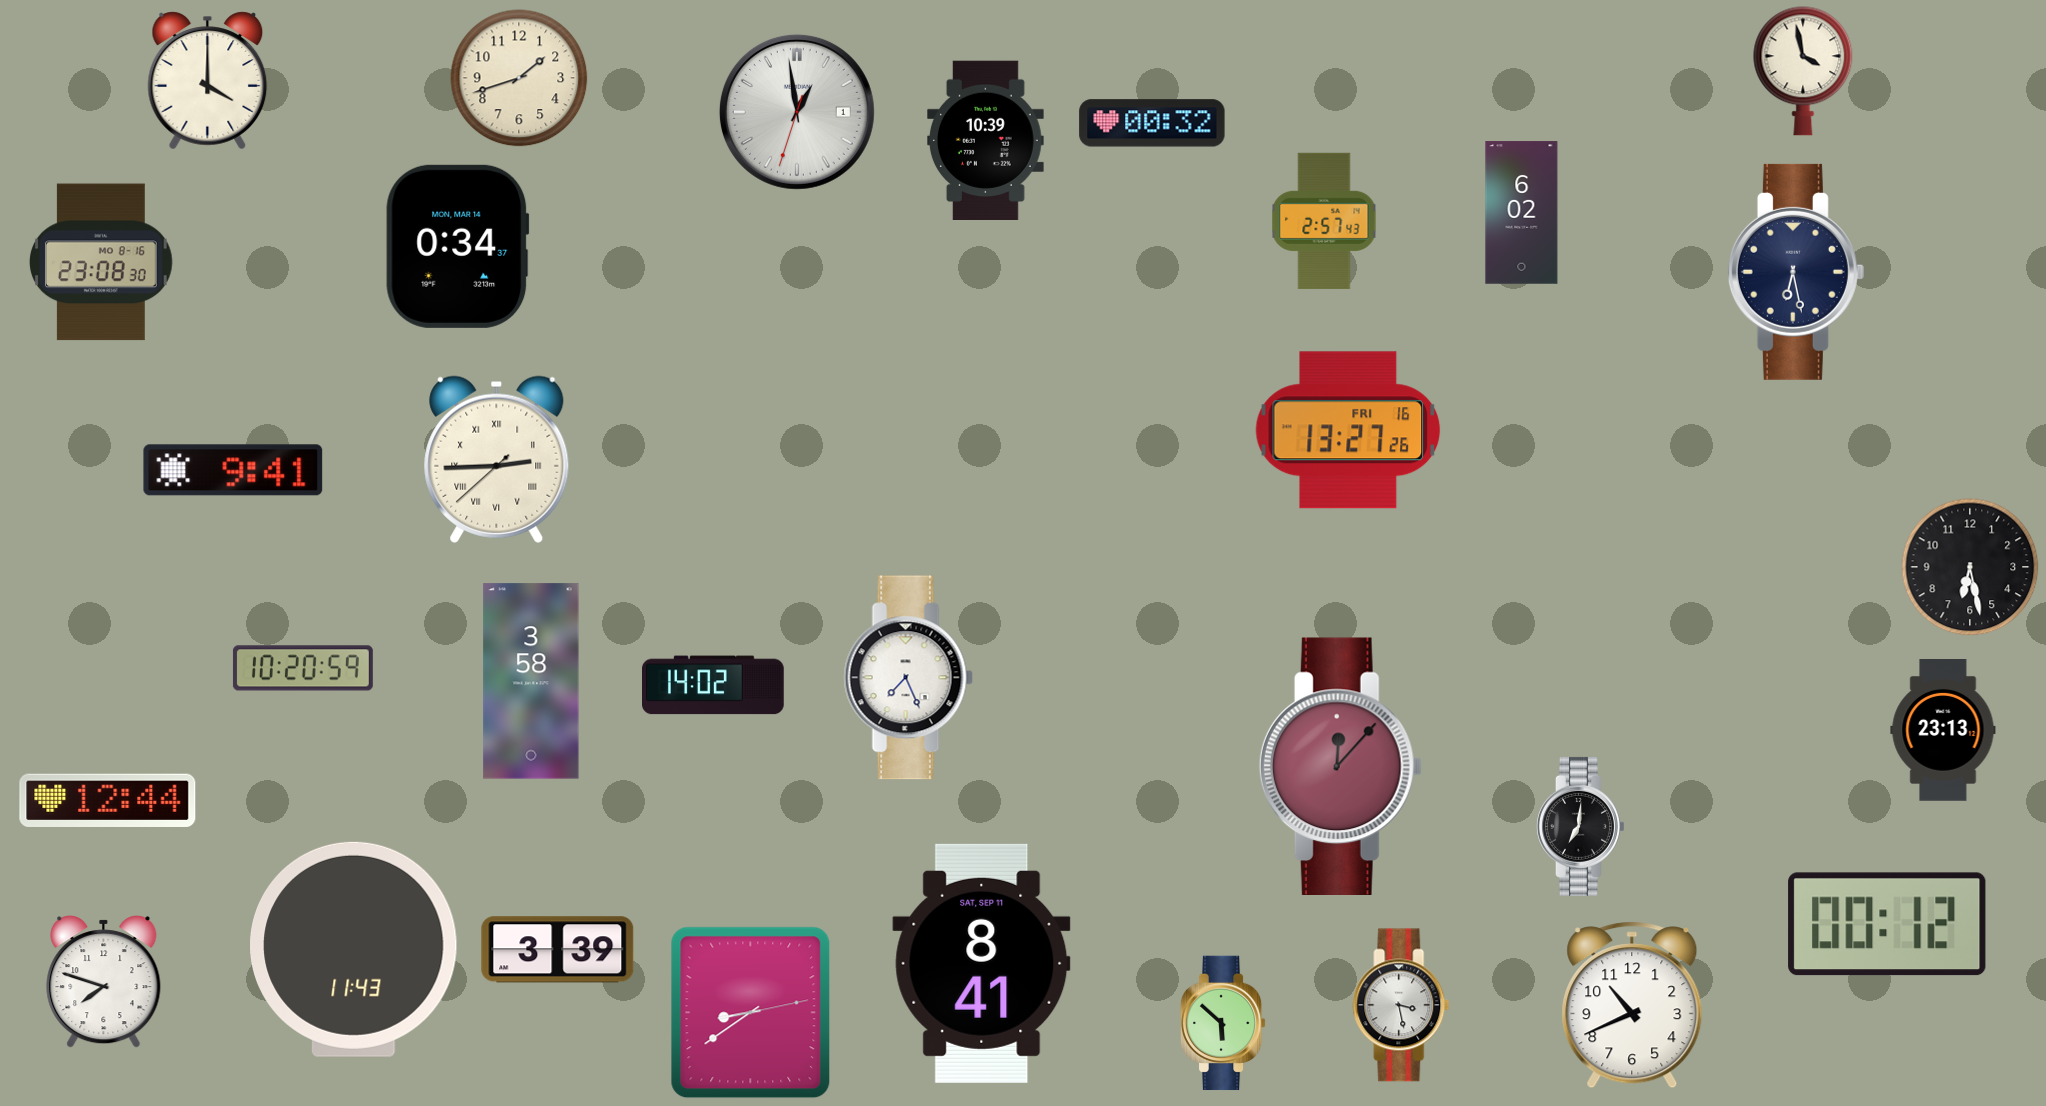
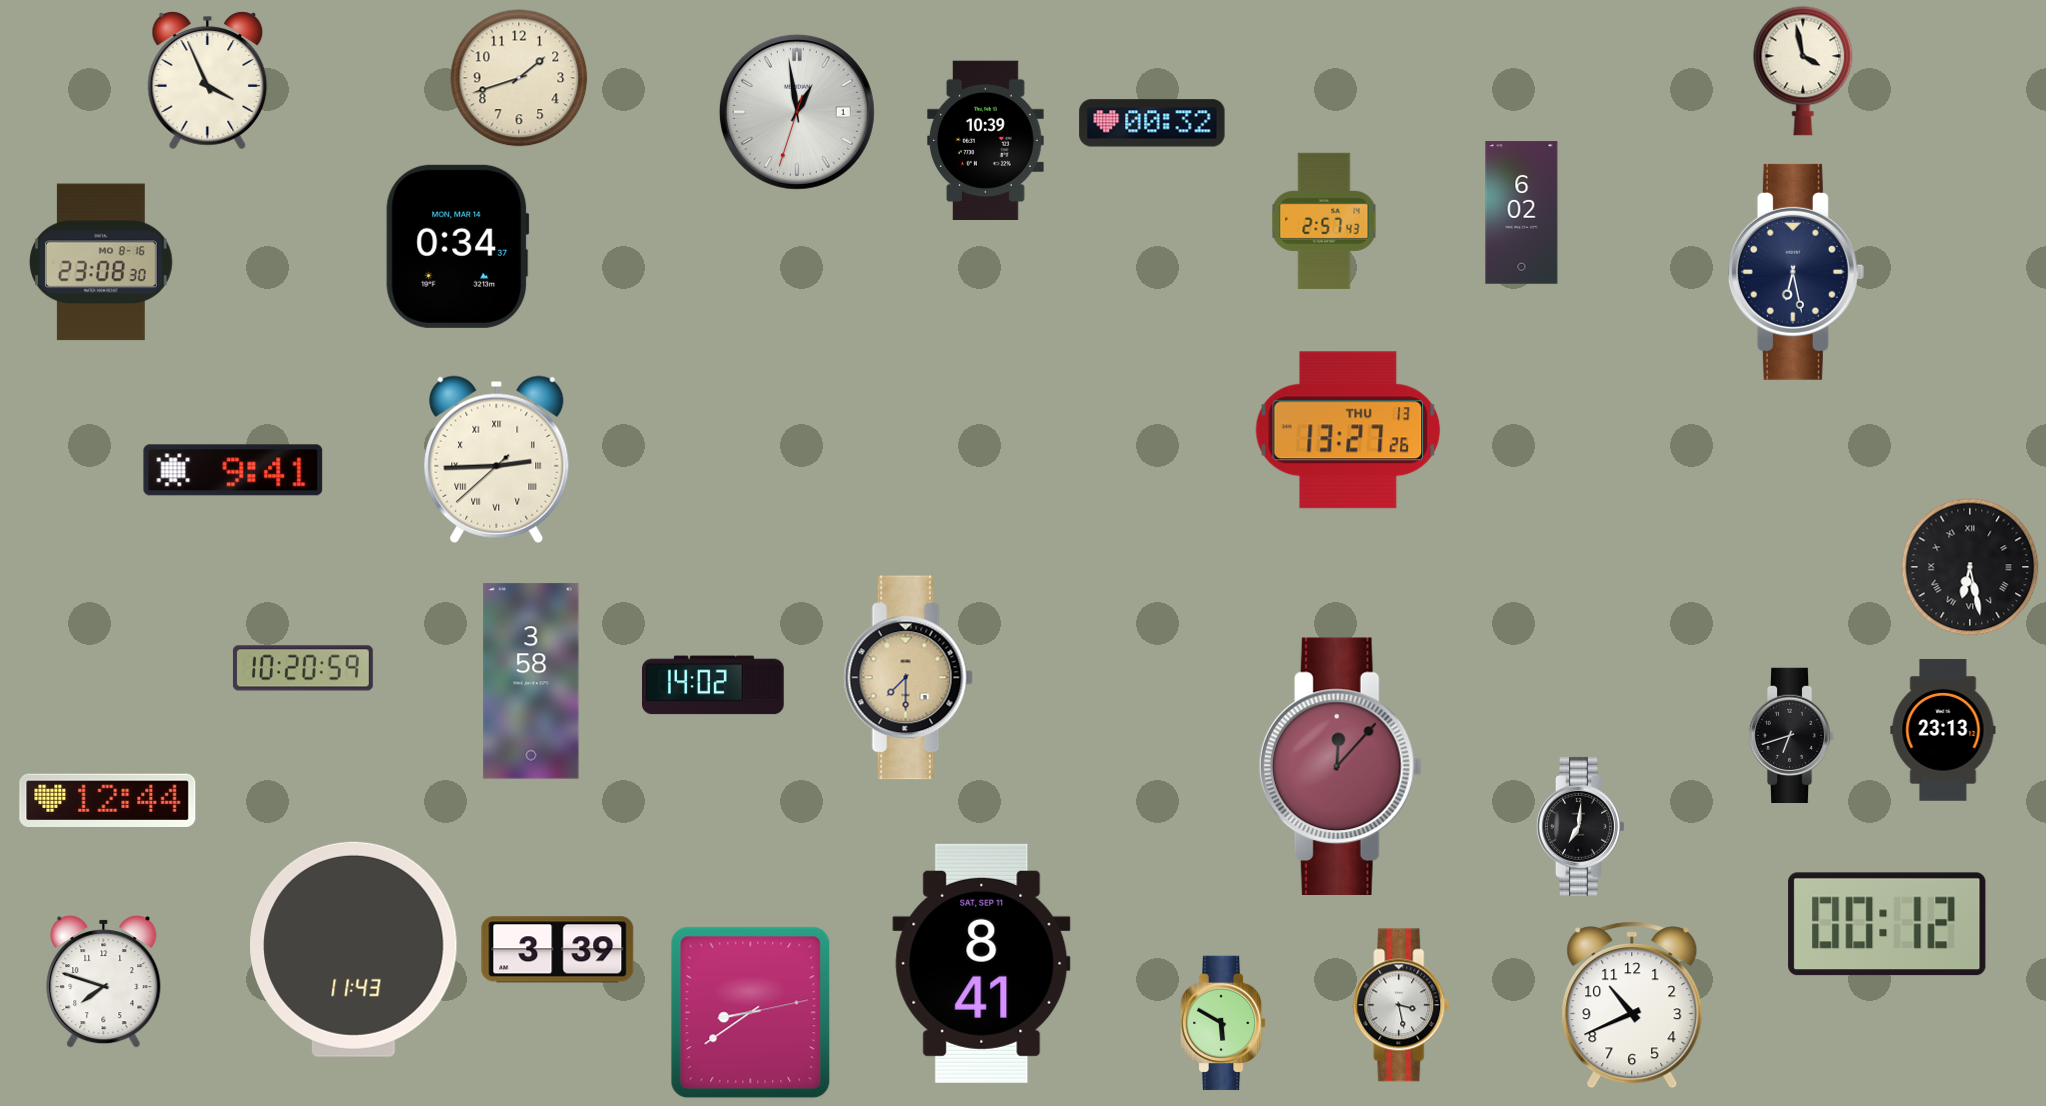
clock at (208, 81): 4:00 -> 3:56
clock at (1348, 430) date: FRI 16 -> THU 13
clock at (1970, 567) numerals: Arabic -> Roman
clock at (908, 678): 7:26 -> 7:30
clock at (908, 678) dial: white -> champagne
clock at (1791, 735): none -> 6:42
clock at (1223, 1023): 5:52 -> 5:50
